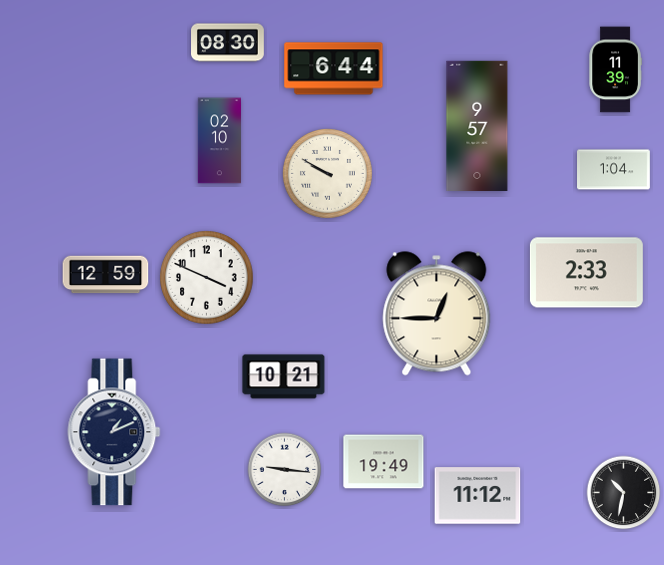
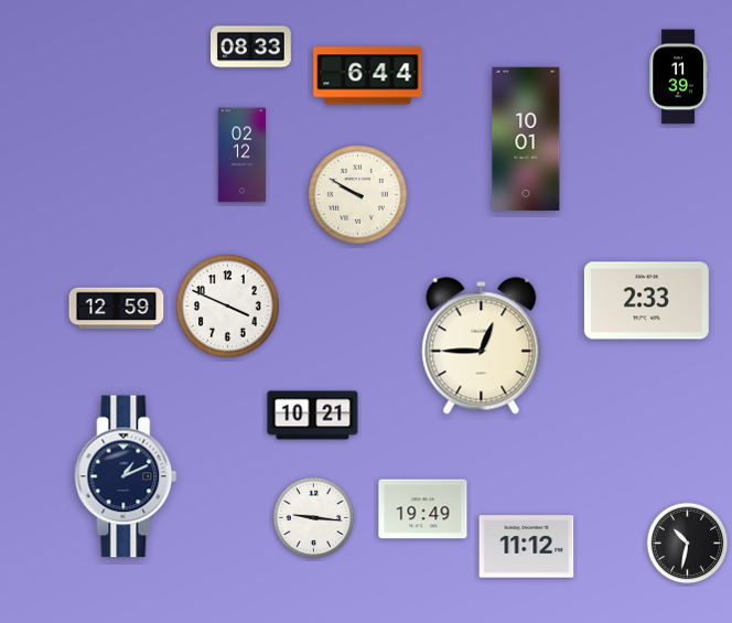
clock at (228, 43): 08:30 -> 08:33
clock at (477, 125): 9:57 -> 10:01
clock at (219, 141): 02:10 -> 02:12
clock at (614, 170): 1:04 -> none
clock at (328, 174) position: (328, 174) -> (358, 195)
clock at (106, 275) position: (106, 275) -> (117, 309)
